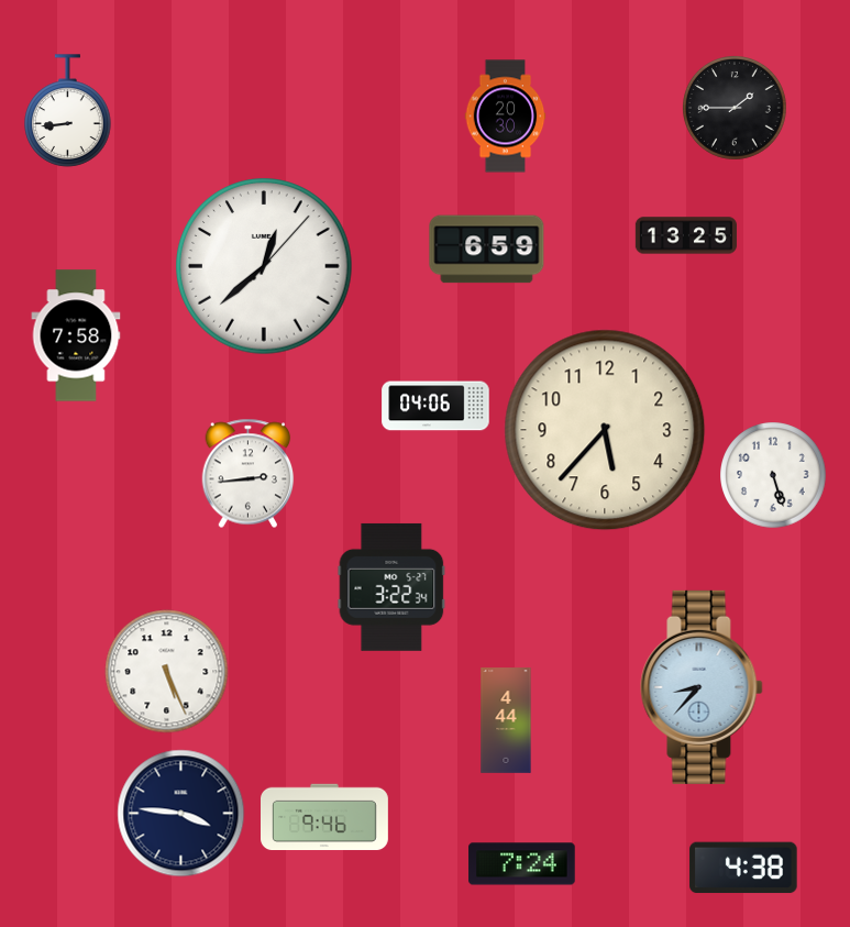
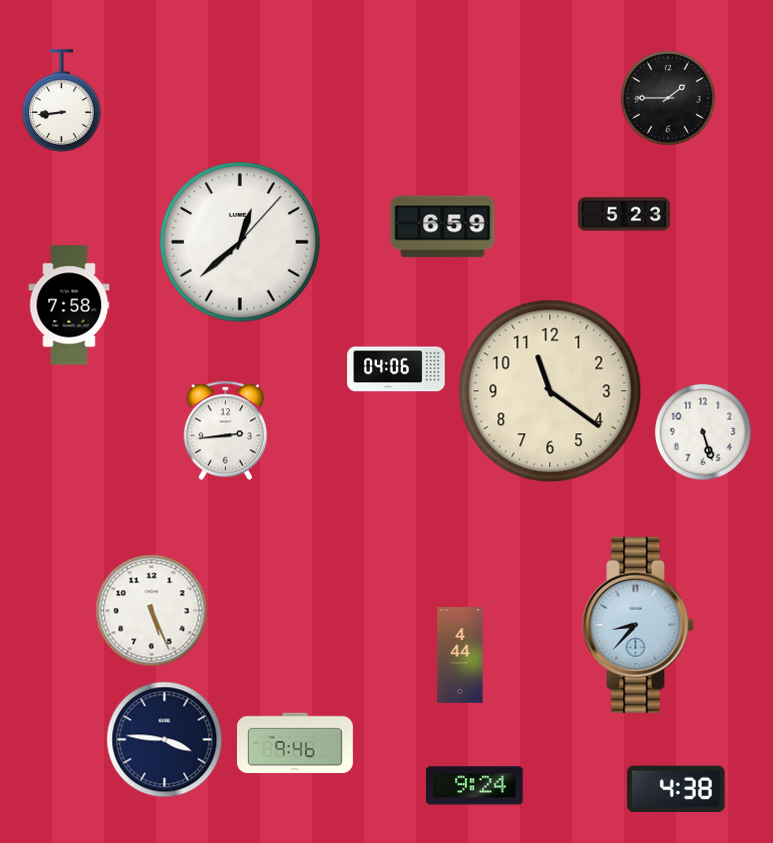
clock at (506, 117): 20:30 -> none
clock at (686, 235): 13:25 -> 5:23
clock at (605, 430): 5:37 -> 11:21
clock at (391, 587): 3:22 -> none
clock at (522, 864): 7:24 -> 9:24
